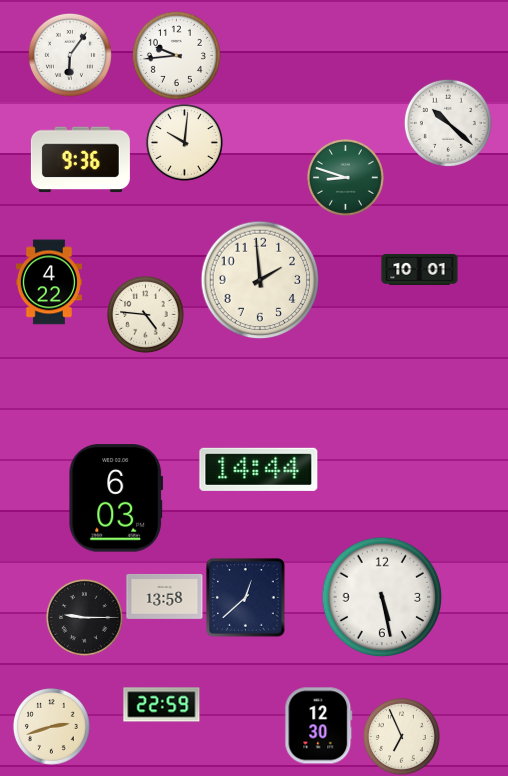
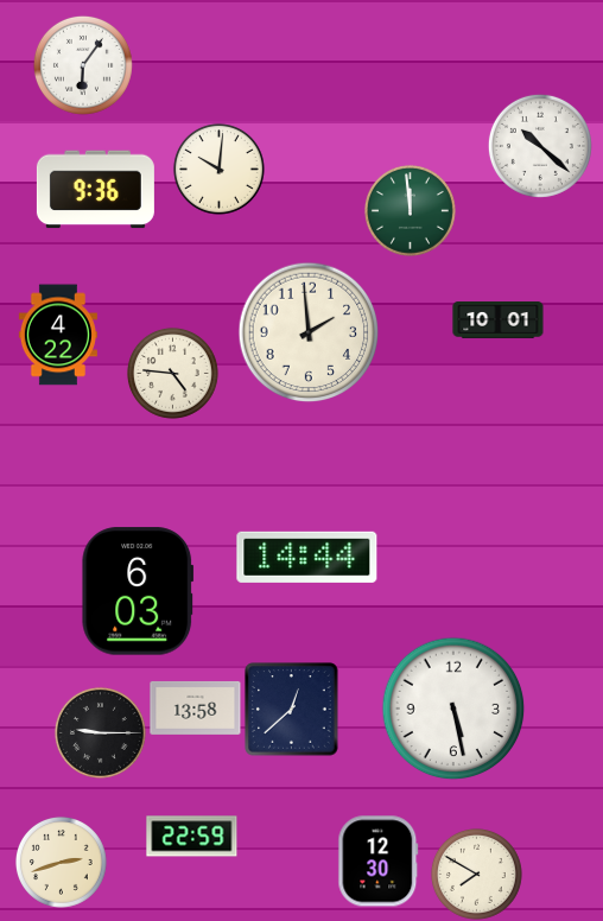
clock at (176, 55): 9:44 -> none
clock at (448, 123) position: (448, 123) -> (540, 146)
clock at (346, 178): 8:48 -> 11:59
clock at (402, 737): 6:56 -> 7:50
